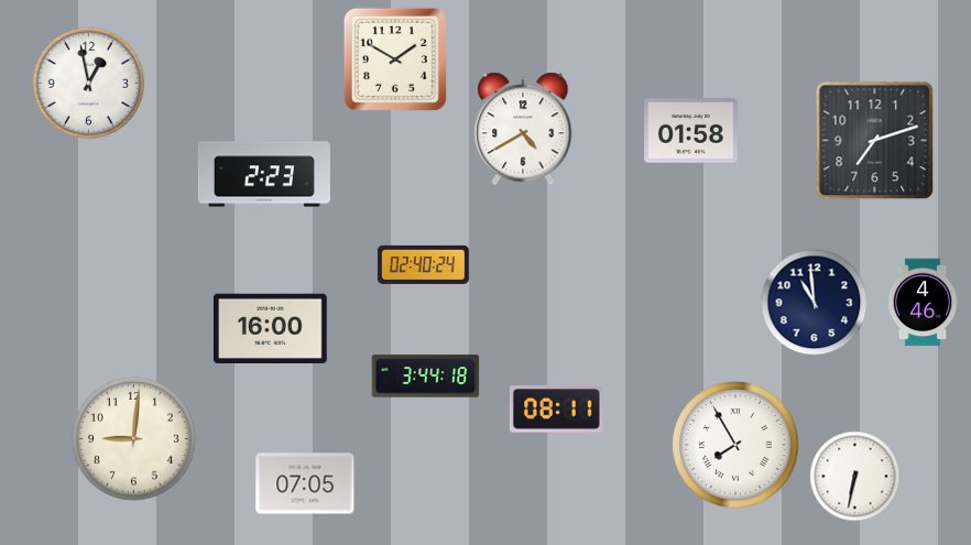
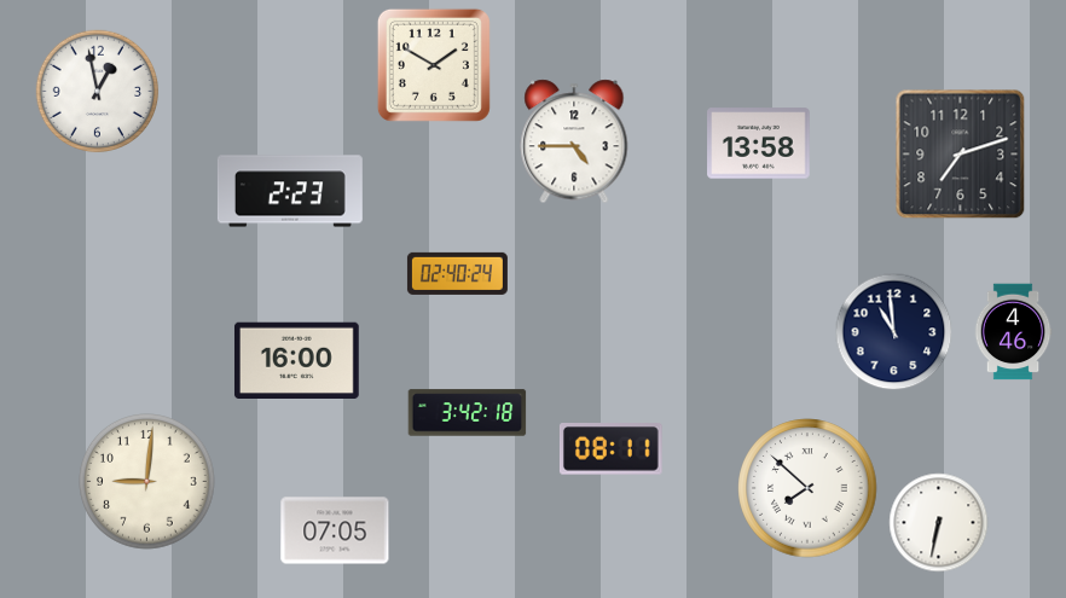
clock at (523, 129): 4:40 -> 4:45
clock at (691, 131): 01:58 -> 13:58
clock at (423, 264) position: (423, 264) -> (457, 273)
clock at (426, 377): 3:44 -> 3:42
clock at (735, 445): 7:55 -> 7:52
